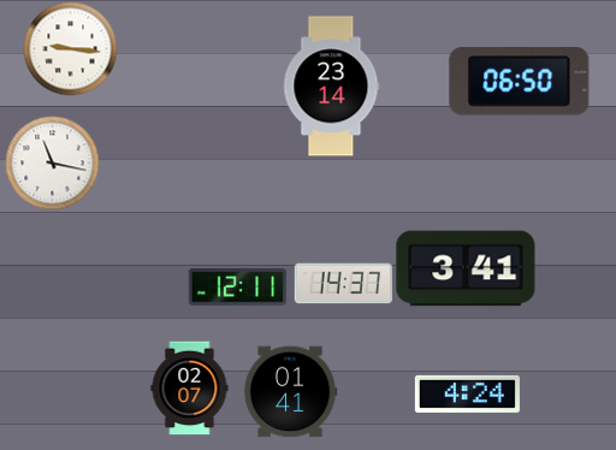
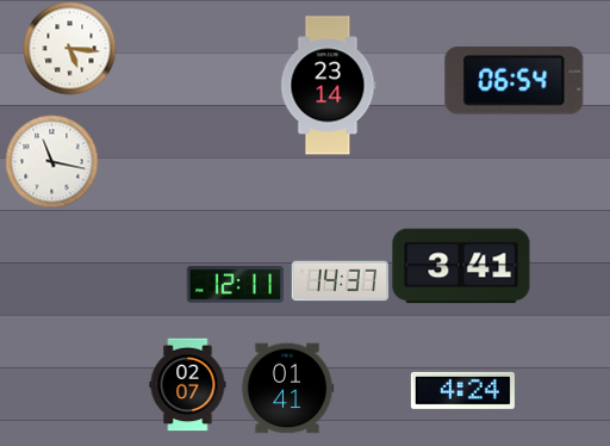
clock at (70, 48): 9:16 -> 5:16
clock at (520, 82): 06:50 -> 06:54
